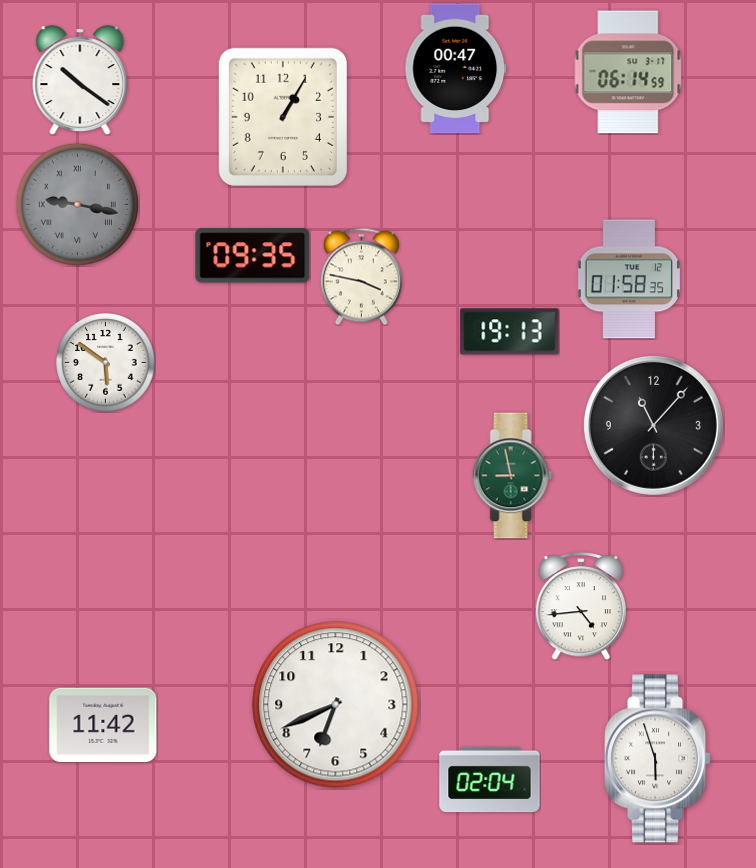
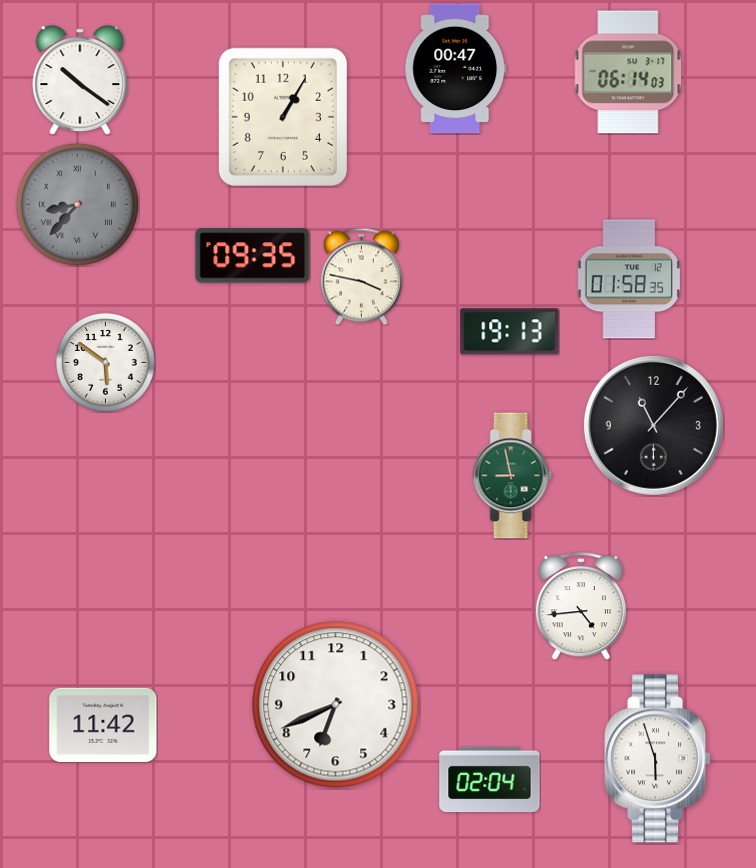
clock at (628, 72): 06:14:59 -> 06:14:03
clock at (77, 204): 9:17 -> 8:37
